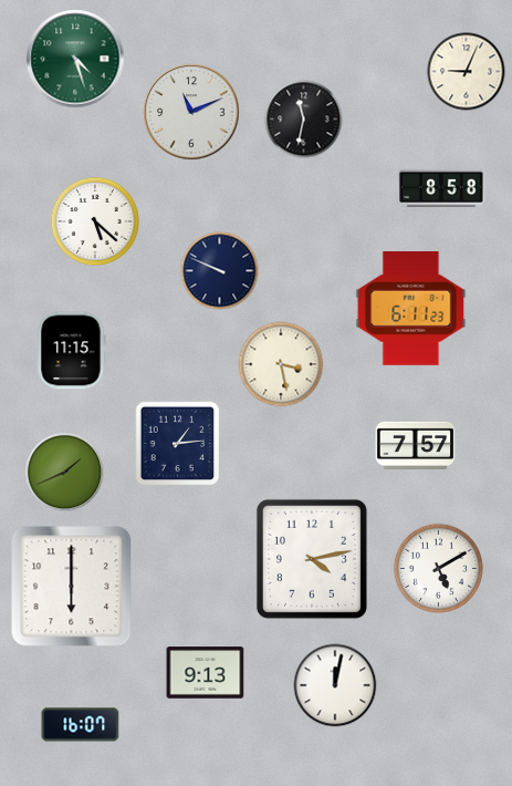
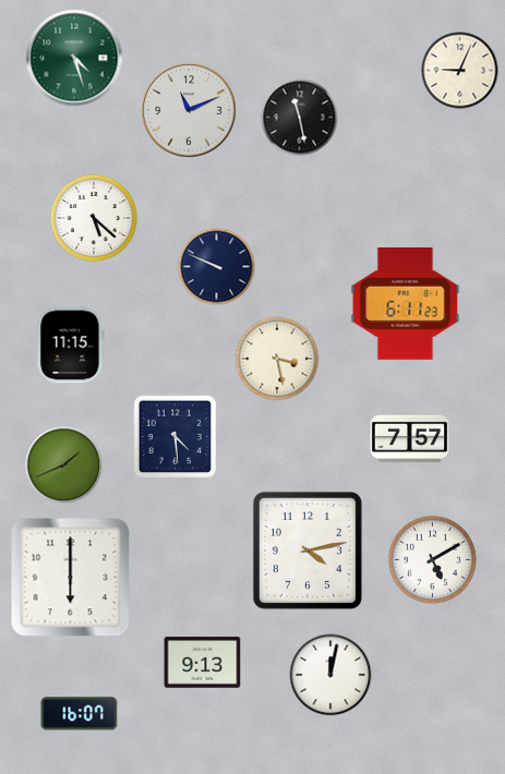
clock at (304, 120): 11:32 -> 11:28
clock at (441, 188): 8:58 -> none
clock at (178, 444): 1:14 -> 4:29
